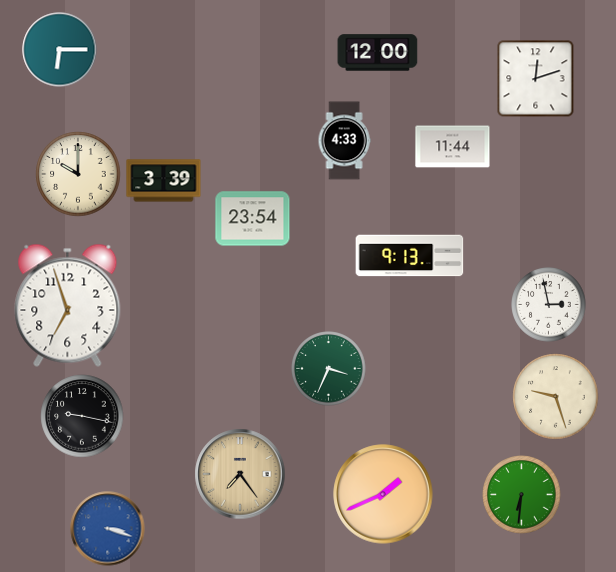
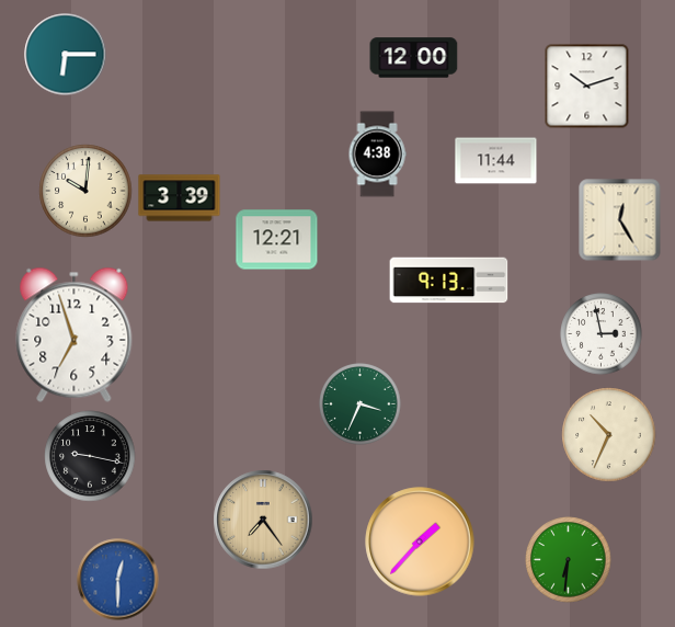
clock at (536, 79): 12:12 -> 10:12
clock at (344, 141): 4:33 -> 4:38
clock at (78, 174): 10:00 -> 10:01
clock at (620, 220): none -> 12:25
clock at (253, 219): 23:54 -> 12:21
clock at (556, 397): 9:27 -> 10:34
clock at (383, 494): 1:41 -> 1:37
clock at (522, 495) position: (522, 495) -> (569, 560)
clock at (108, 529): 3:18 -> 12:30
